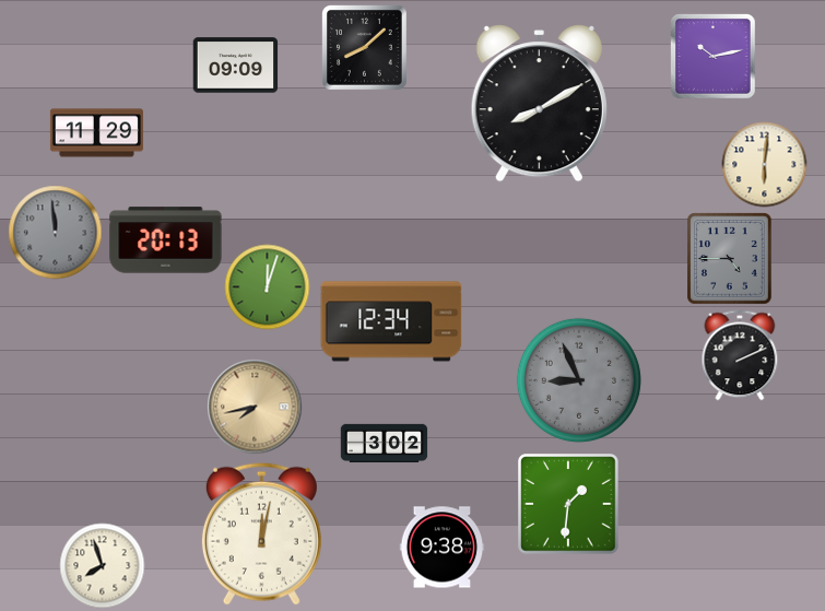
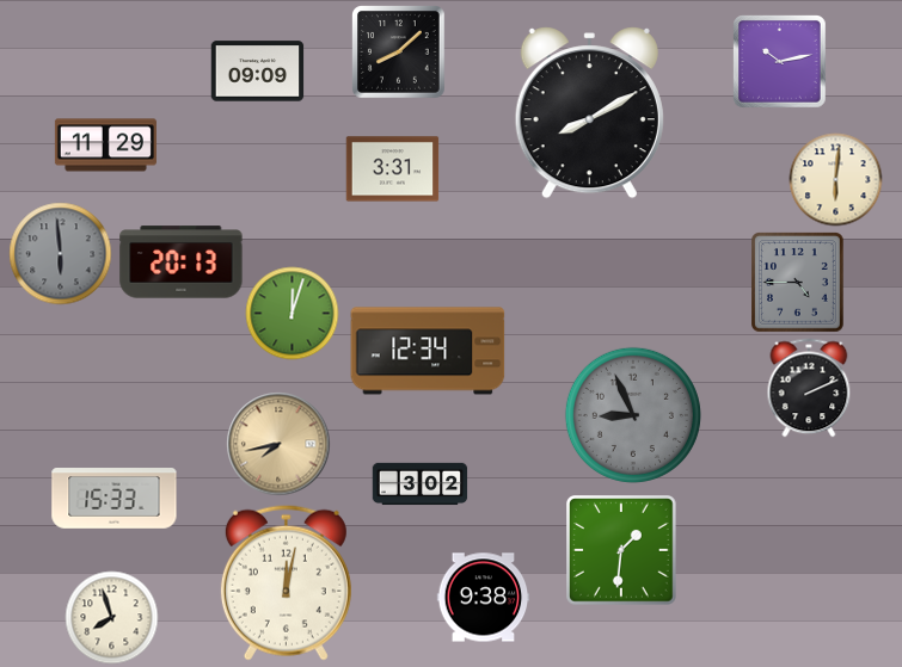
clock at (392, 169): none -> 3:31
clock at (55, 232): 11:59 -> 5:59
clock at (115, 499): none -> 15:33
